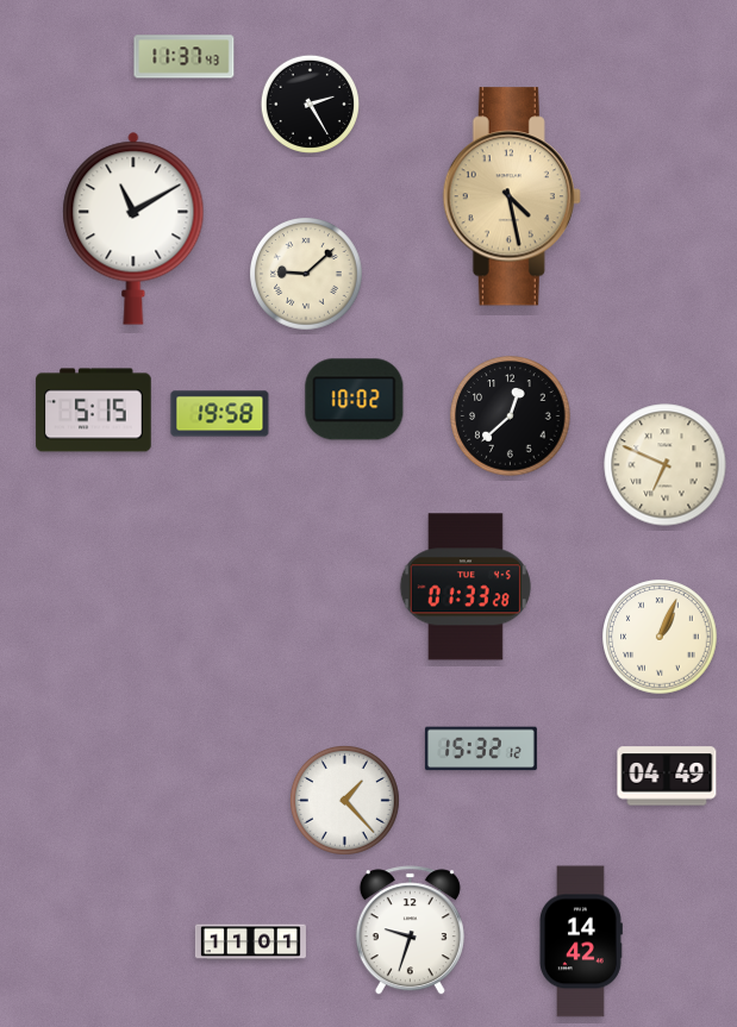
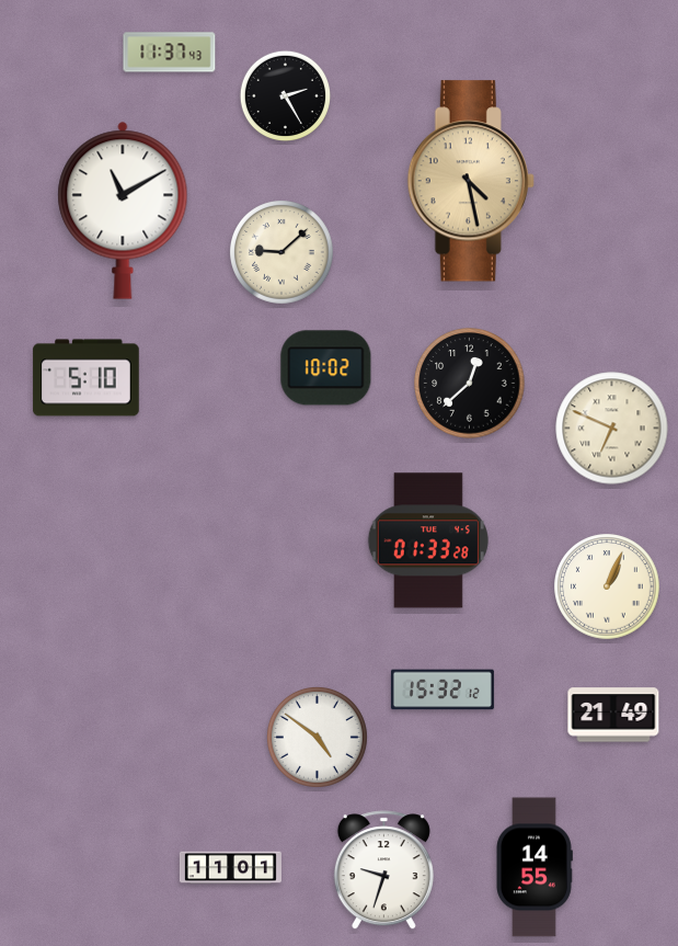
clock at (94, 411): 5:15 -> 5:10
clock at (220, 414): 19:58 -> none
clock at (667, 776): 04:49 -> 21:49
clock at (344, 800): 1:23 -> 4:51
clock at (410, 931) position: (410, 931) -> (383, 870)
clock at (580, 941): 14:42 -> 14:55
